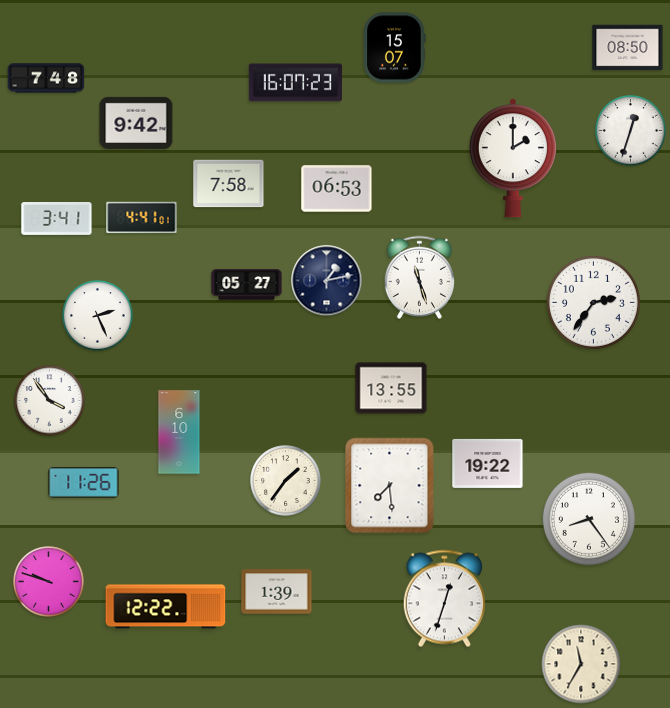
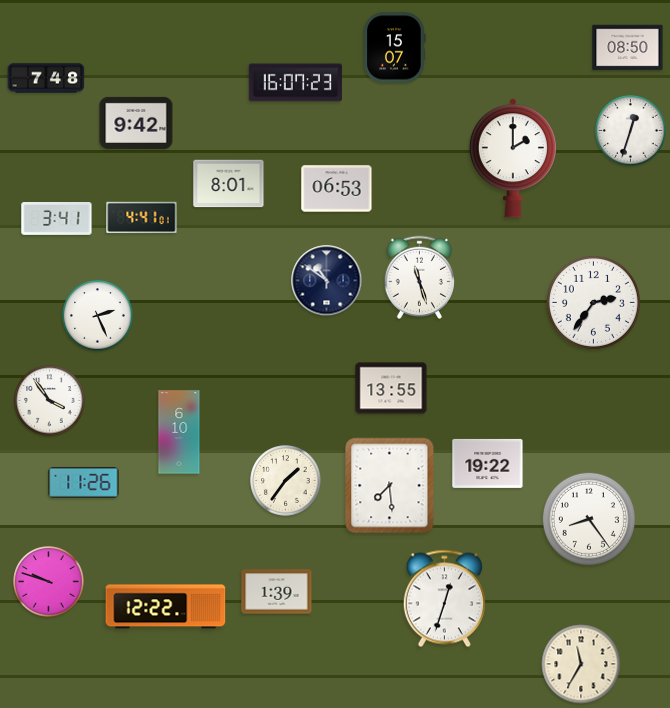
clock at (229, 184): 7:58 -> 8:01
clock at (327, 281): 1:13 -> 10:51
clock at (247, 285): 05:27 -> none
